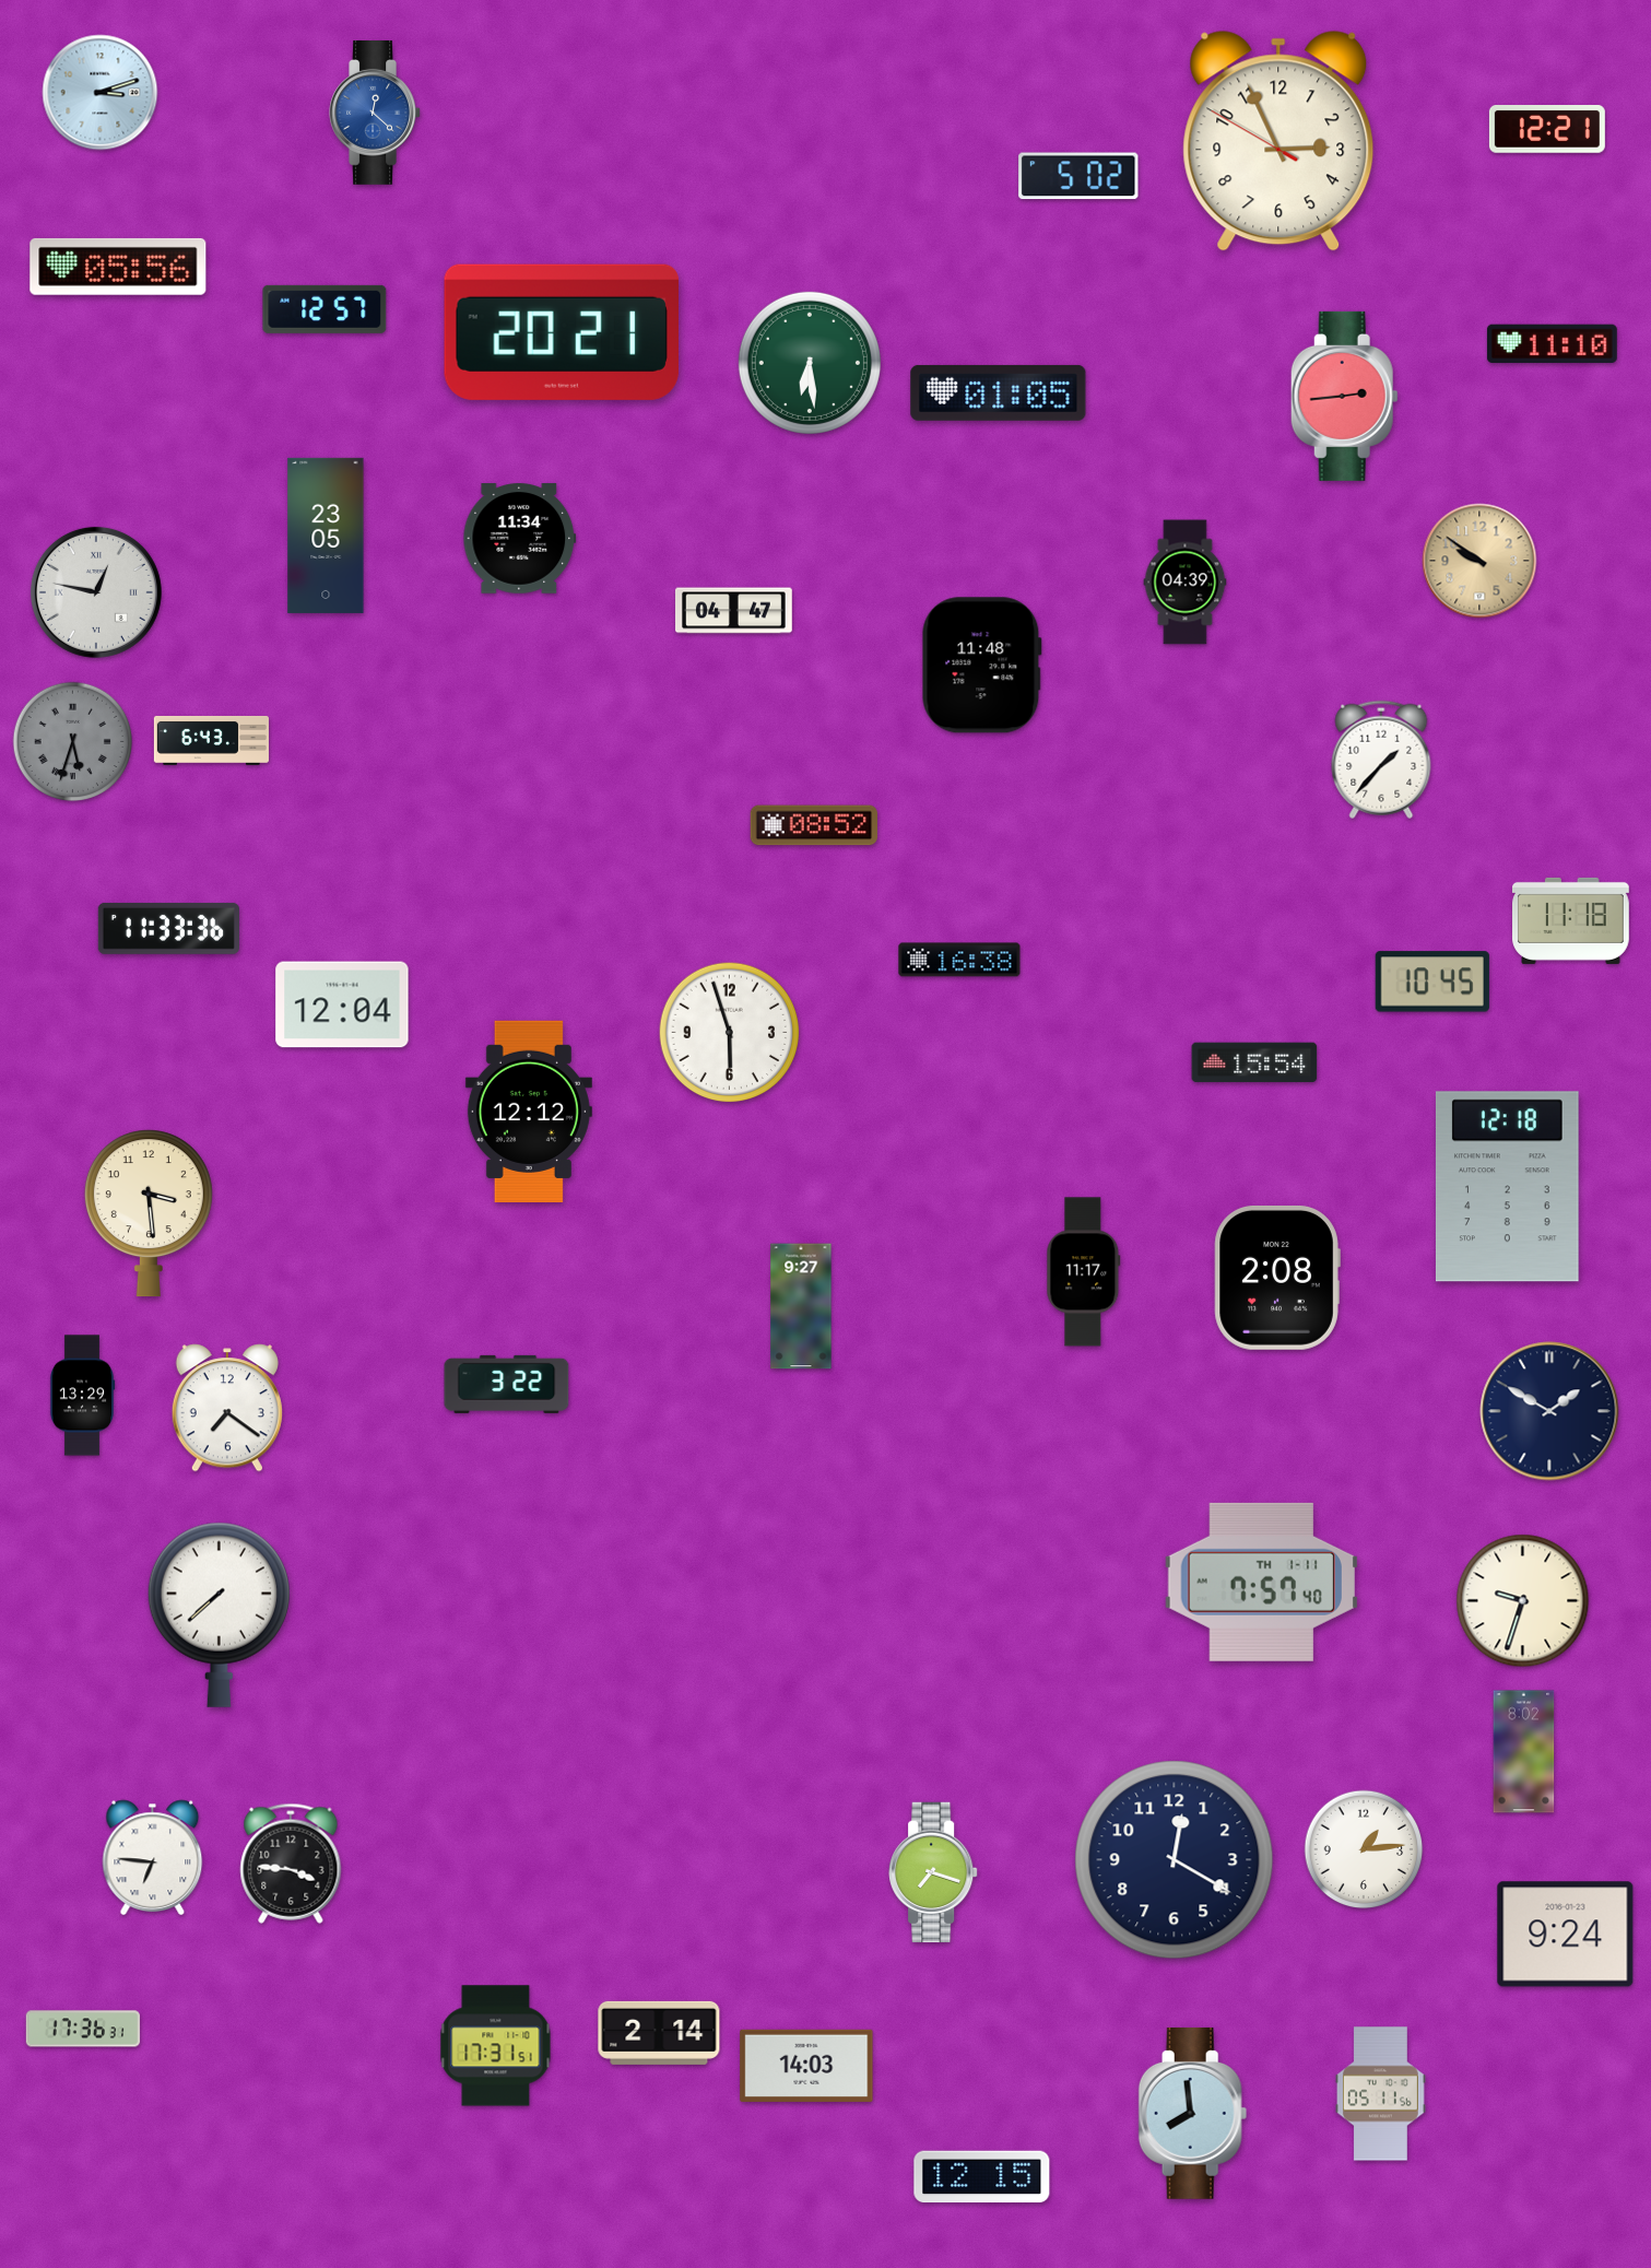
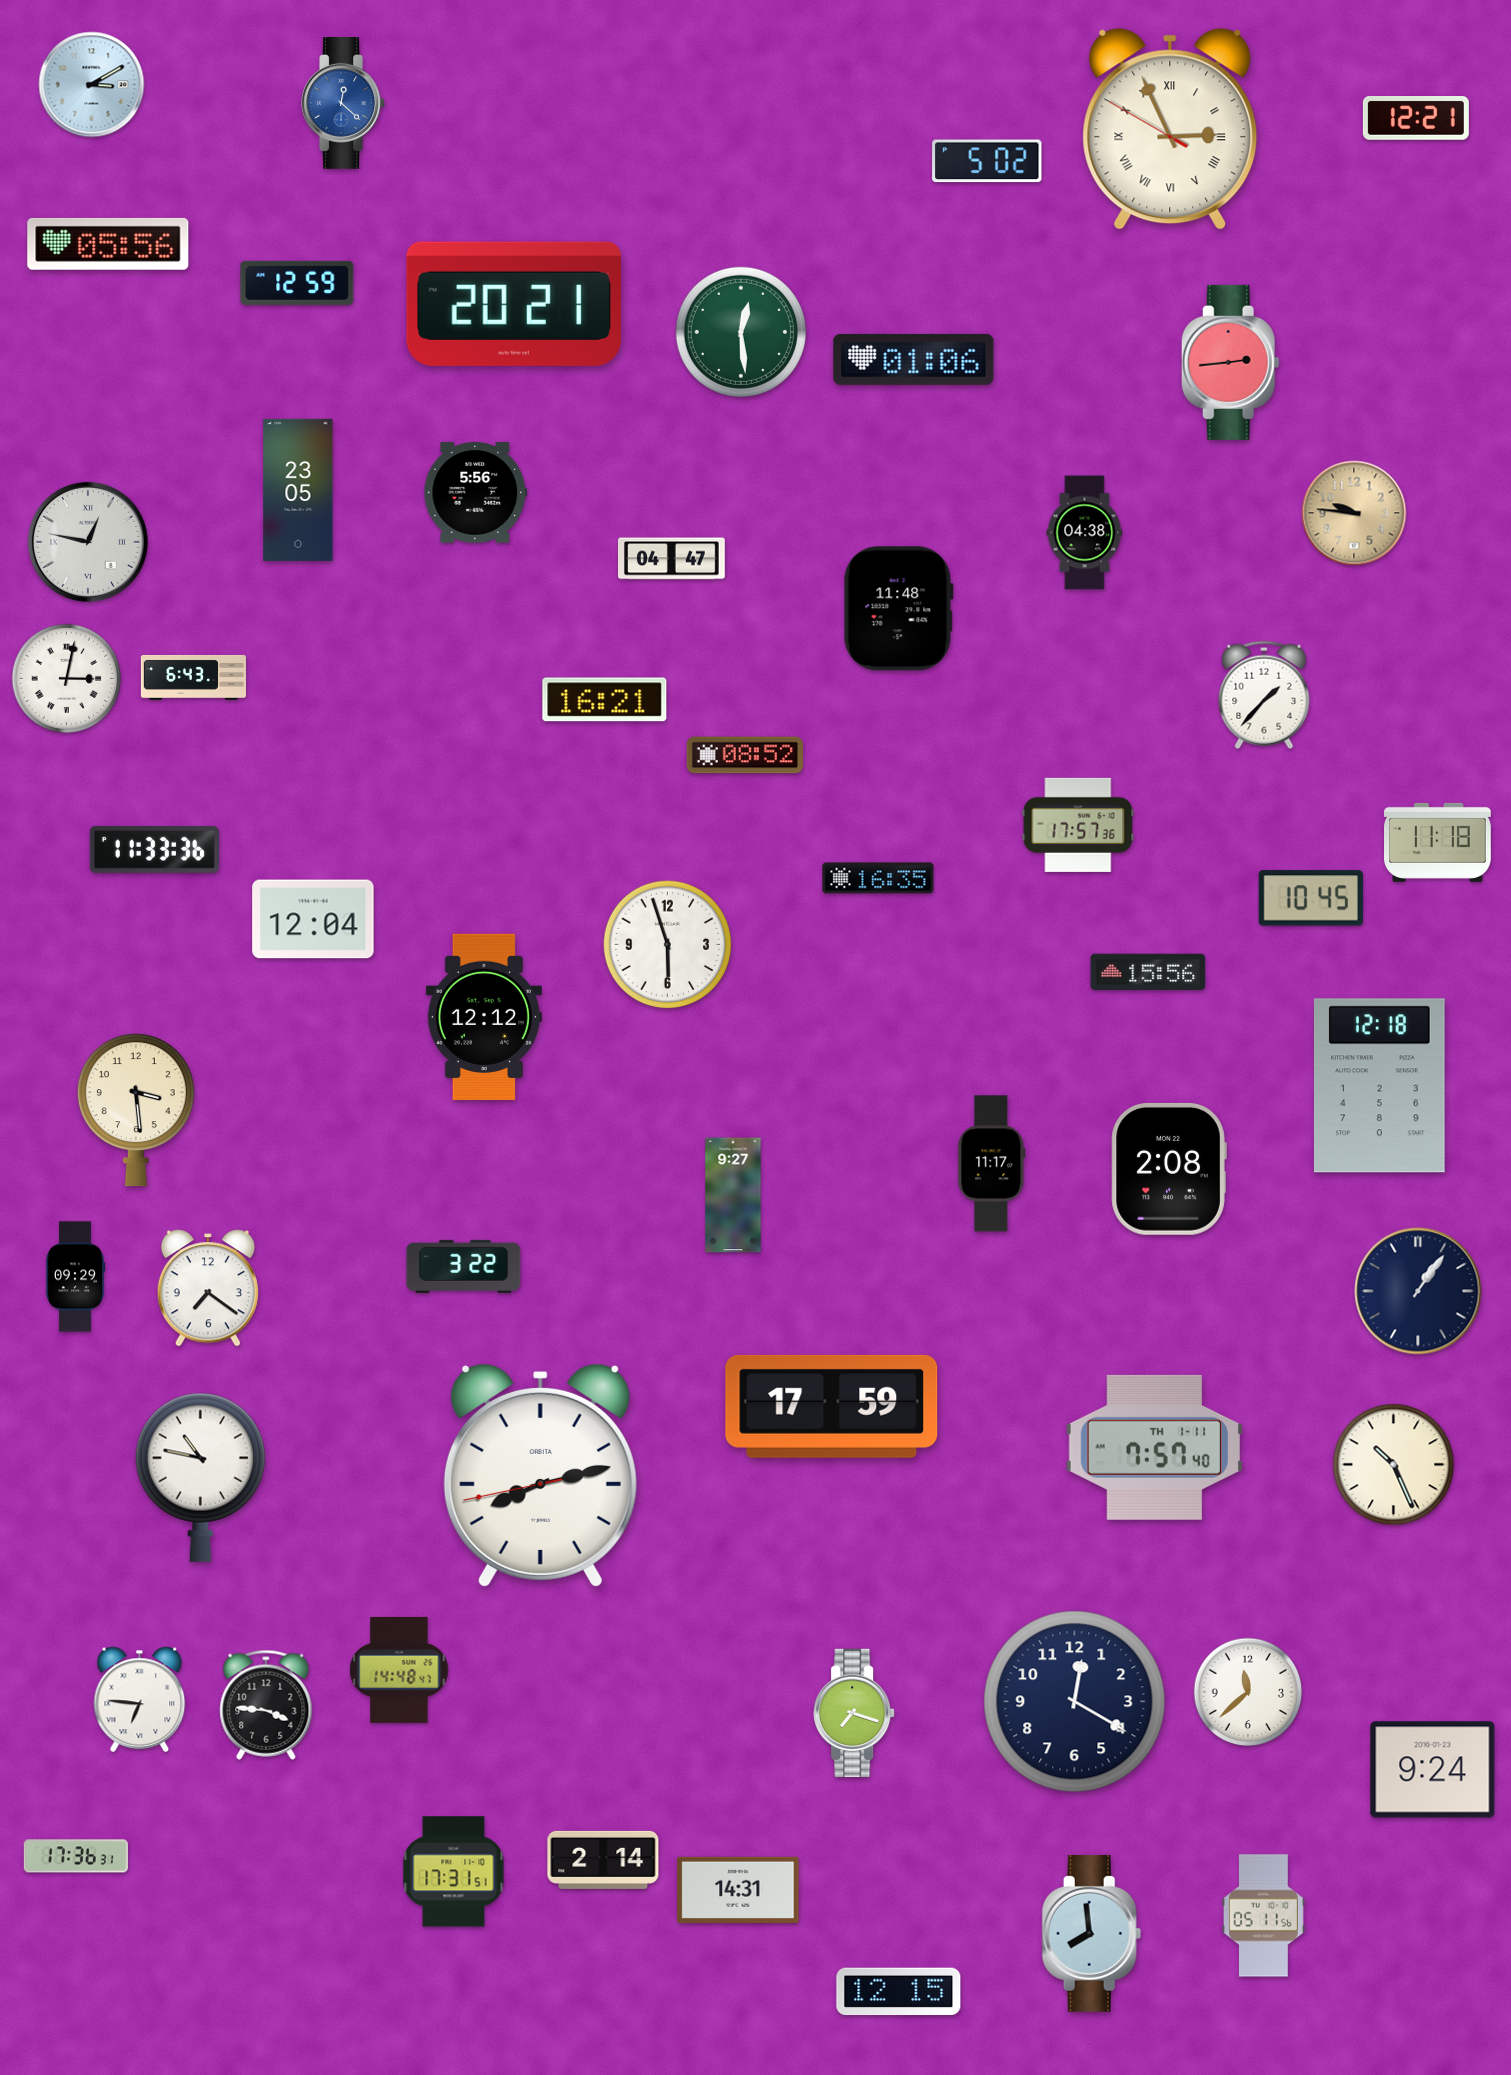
clock at (101, 93): 3:12 -> 3:10
clock at (1278, 141) numerals: Arabic -> Roman
clock at (325, 309): 12:57 -> 12:59
clock at (1552, 344): 11:10 -> none
clock at (810, 363): 6:29 -> 12:29
clock at (999, 392): 01:05 -> 01:06
clock at (520, 539): 11:34 -> 5:56
clock at (1479, 561): 9:51 -> 9:46
clock at (1186, 583): 04:39 -> 04:38
clock at (72, 741): 5:33 -> 3:02
clock at (72, 741) dial: grey -> white
clock at (605, 700): none -> 16:21
clock at (1078, 825): none -> 17:57
clock at (959, 960): 16:38 -> 16:35
clock at (1254, 1062): 15:54 -> 15:56
clock at (82, 1396): 13:29 -> 09:29
clock at (1549, 1411): 1:50 -> 1:06
clock at (832, 1406): none -> 17:59
clock at (1523, 1601): 9:33 -> 10:26
clock at (540, 1475): none -> 8:12
clock at (219, 1614): 7:38 -> 10:47
clock at (1524, 1752): 8:02 -> none
clock at (399, 1670): none -> 14:48
clock at (1364, 1849): 1:14 -> 11:38
clock at (806, 2066): 14:03 -> 14:31
